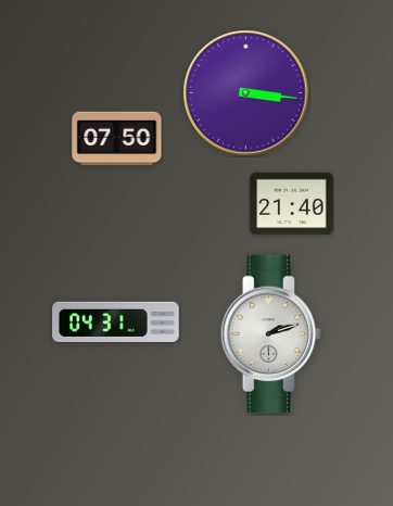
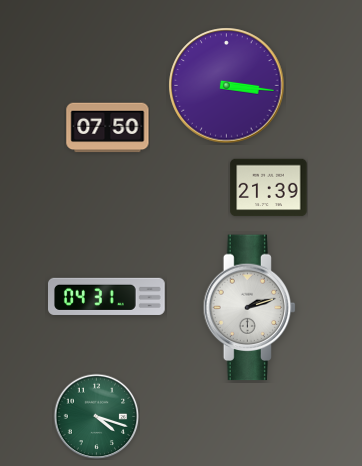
clock at (292, 204): 21:40 -> 21:39
clock at (96, 416): none -> 4:18
